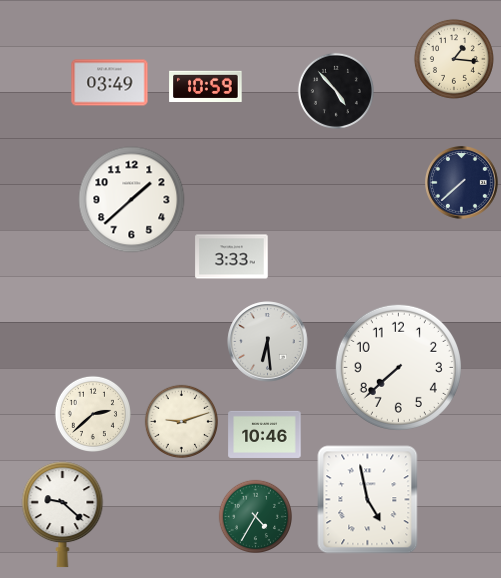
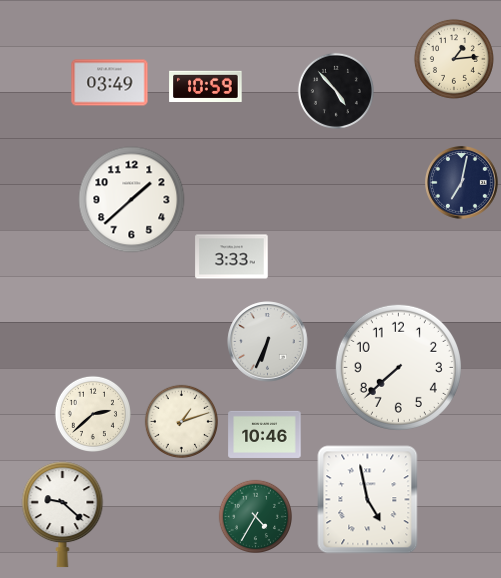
clock at (454, 59): 1:16 -> 1:14
clock at (462, 183): 7:38 -> 7:02
clock at (268, 342): 6:29 -> 6:34
clock at (181, 421): 9:12 -> 1:12
